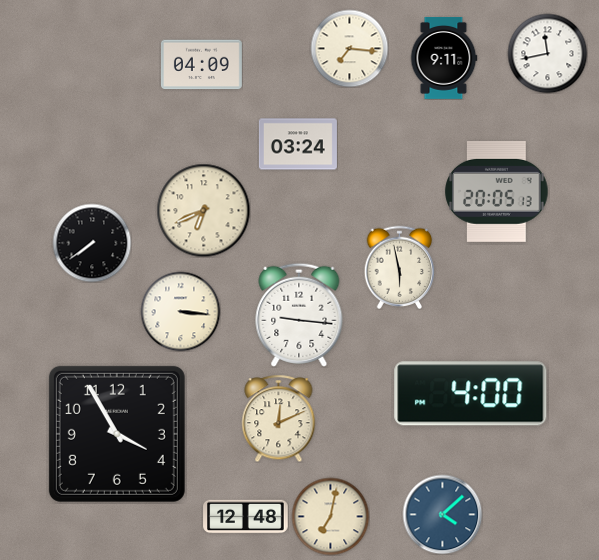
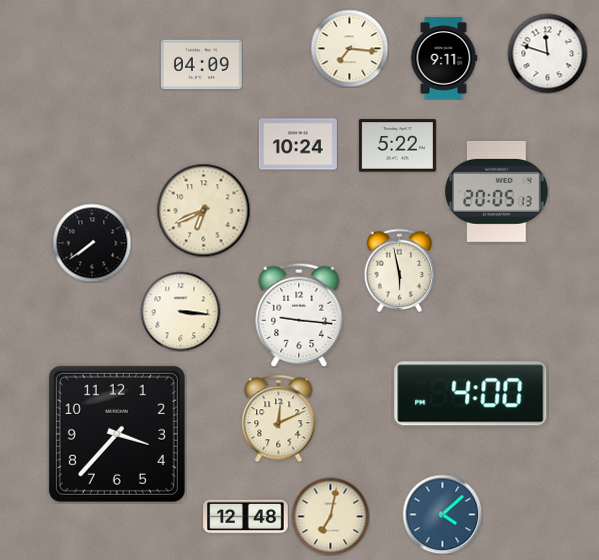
clock at (547, 53): 11:43 -> 11:48
clock at (298, 144): 03:24 -> 10:24
clock at (397, 146): none -> 5:22
clock at (400, 267) position: (400, 267) -> (400, 270)
clock at (117, 434): 3:55 -> 3:37
